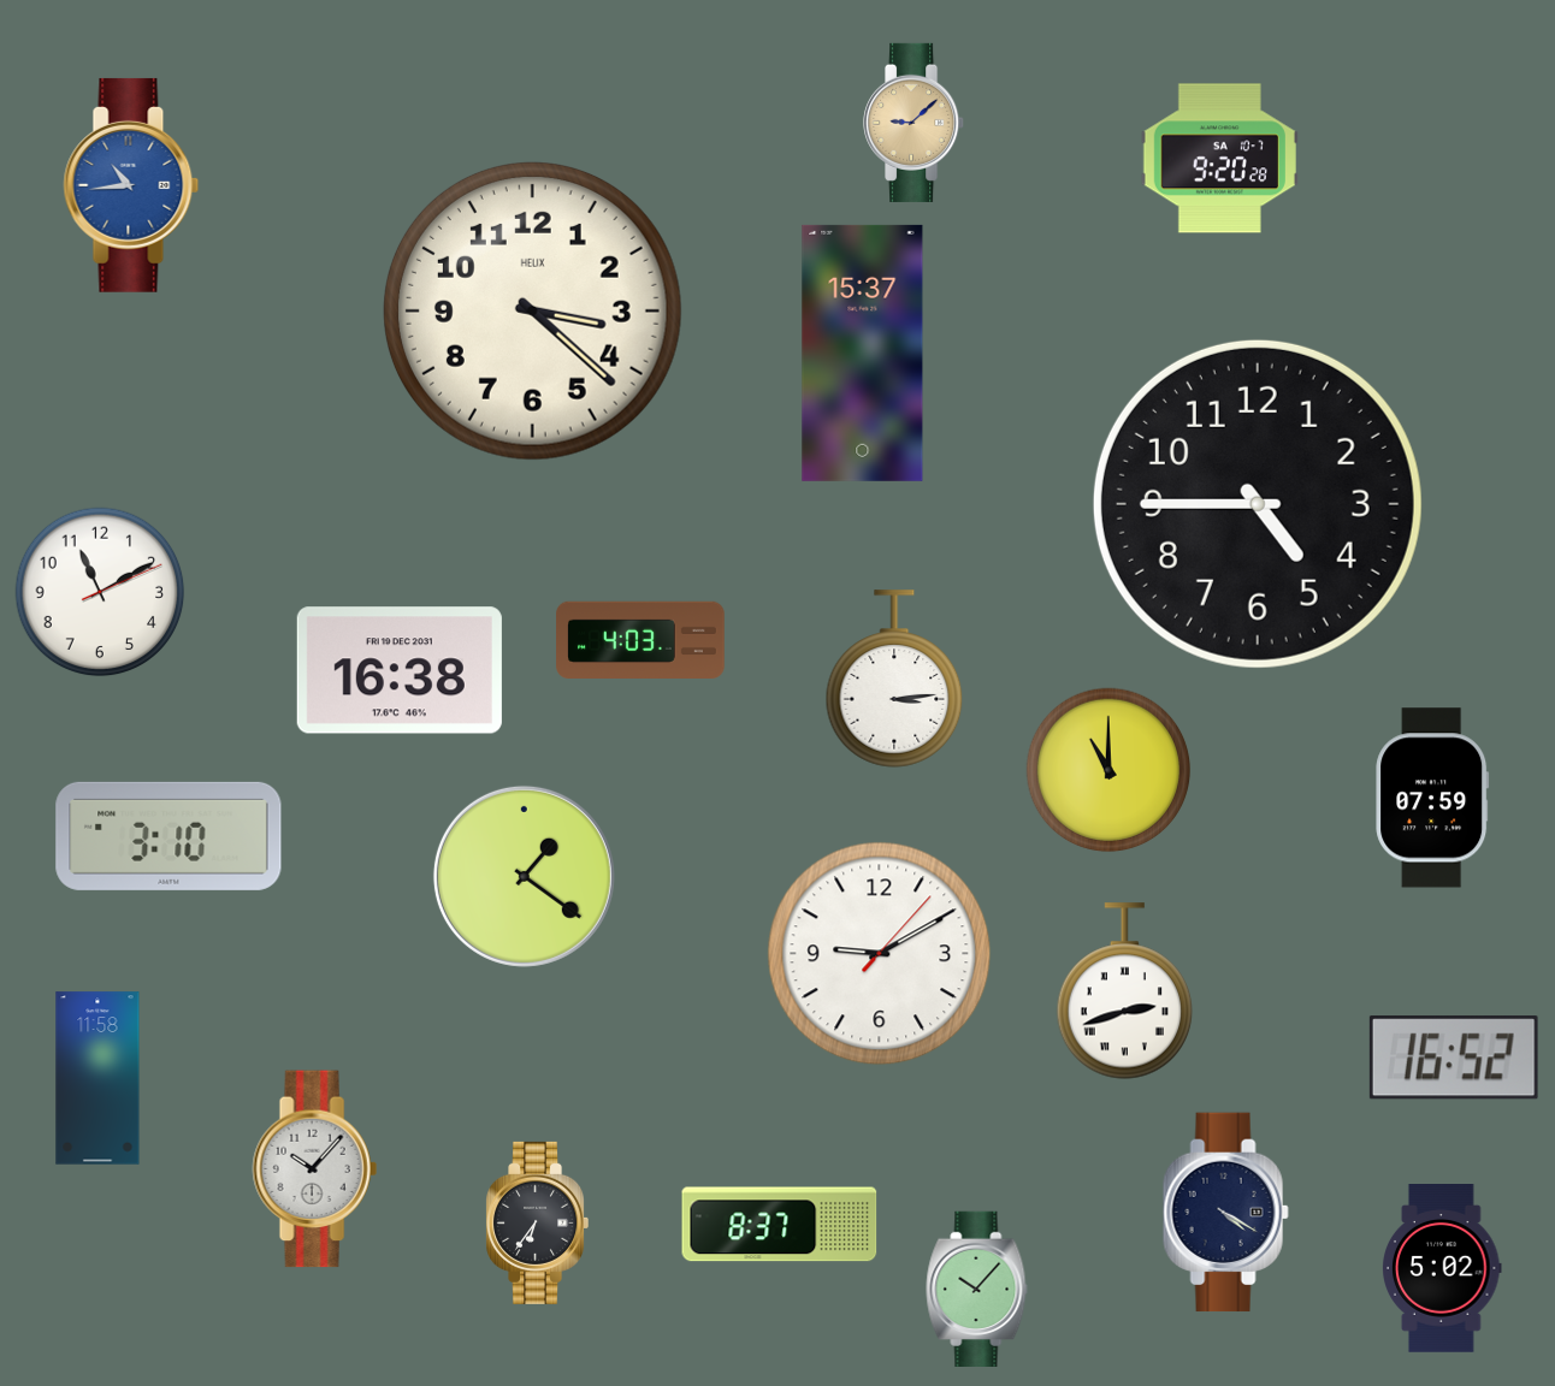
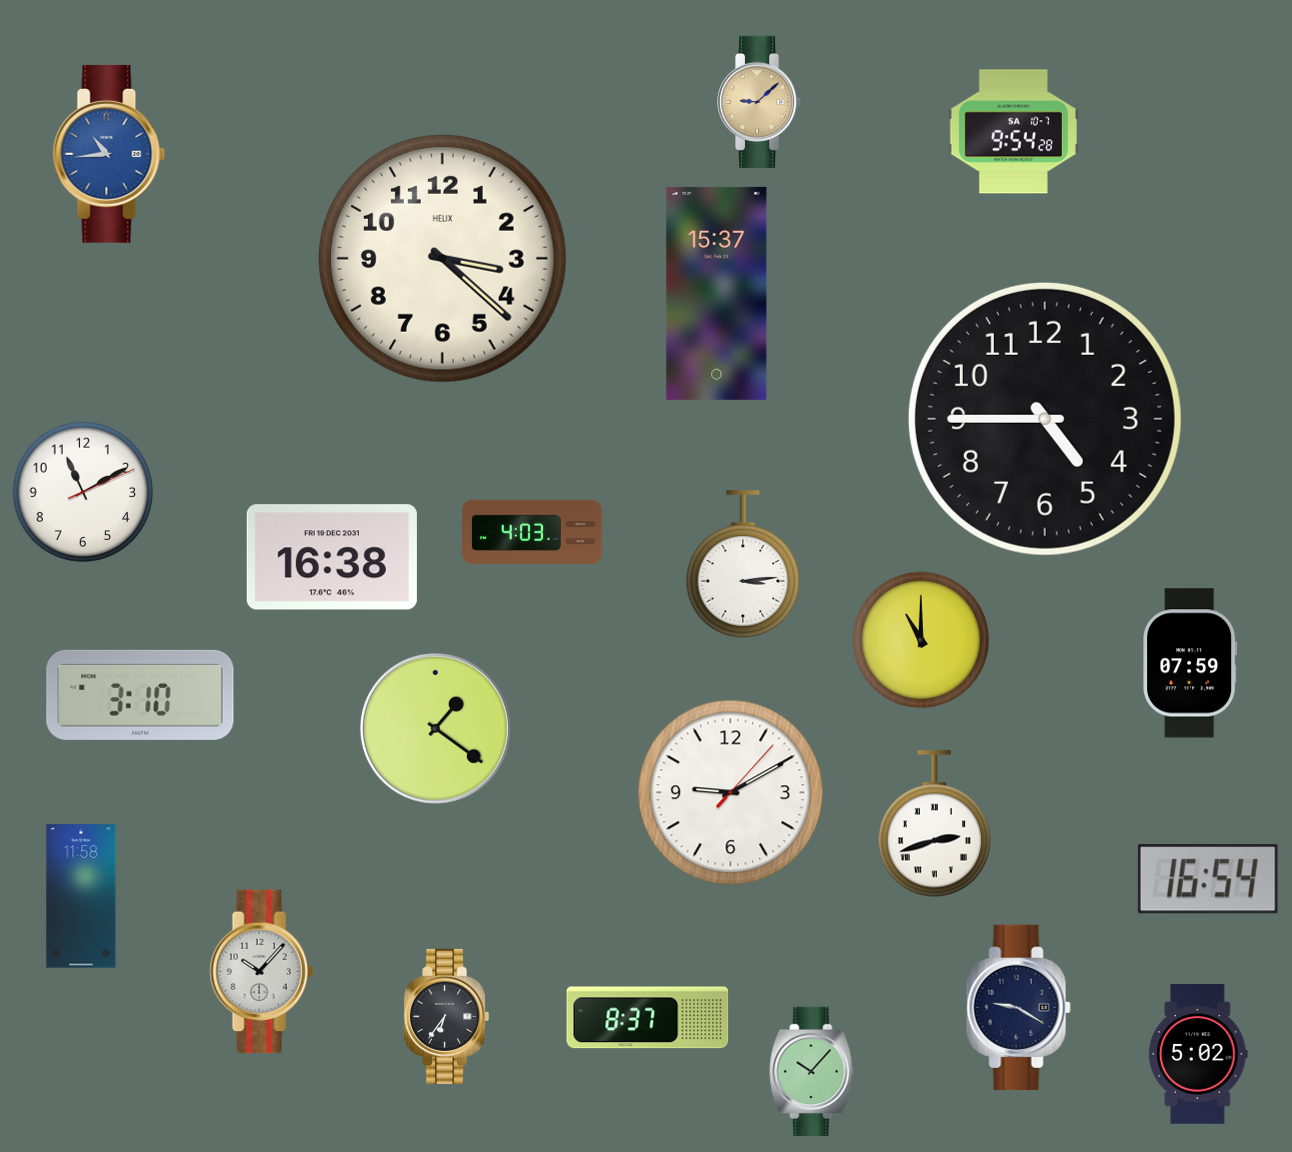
clock at (1219, 159): 9:20 -> 9:54
clock at (1454, 1058): 16:52 -> 16:54
clock at (1225, 1213): 4:20 -> 9:20
